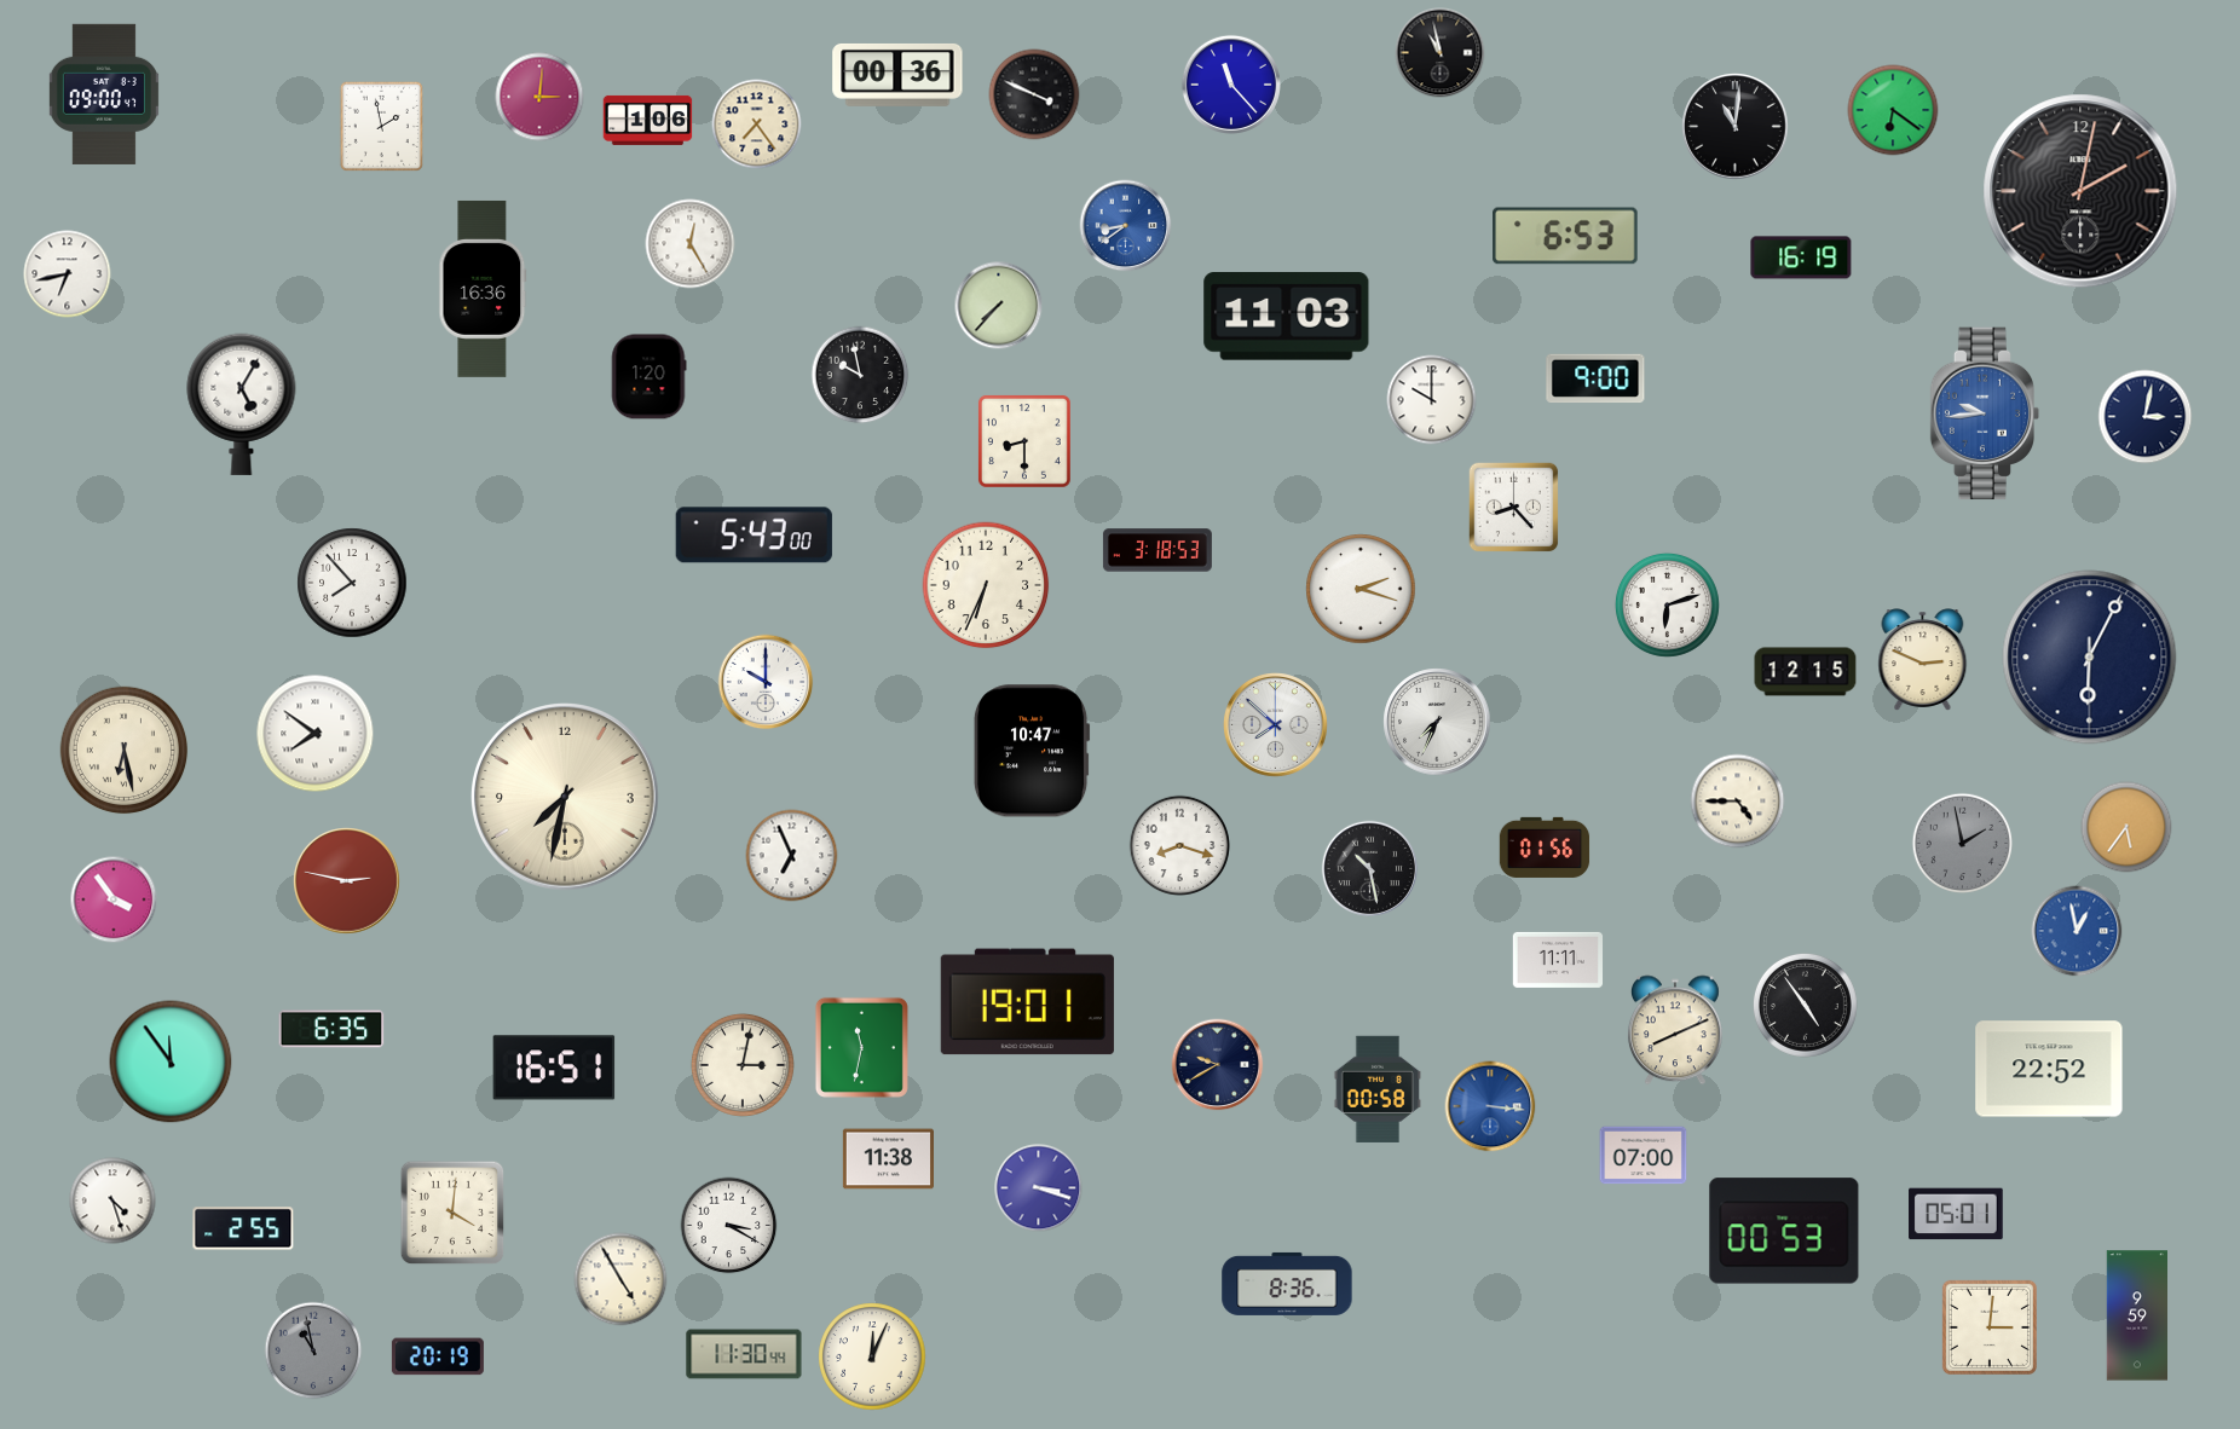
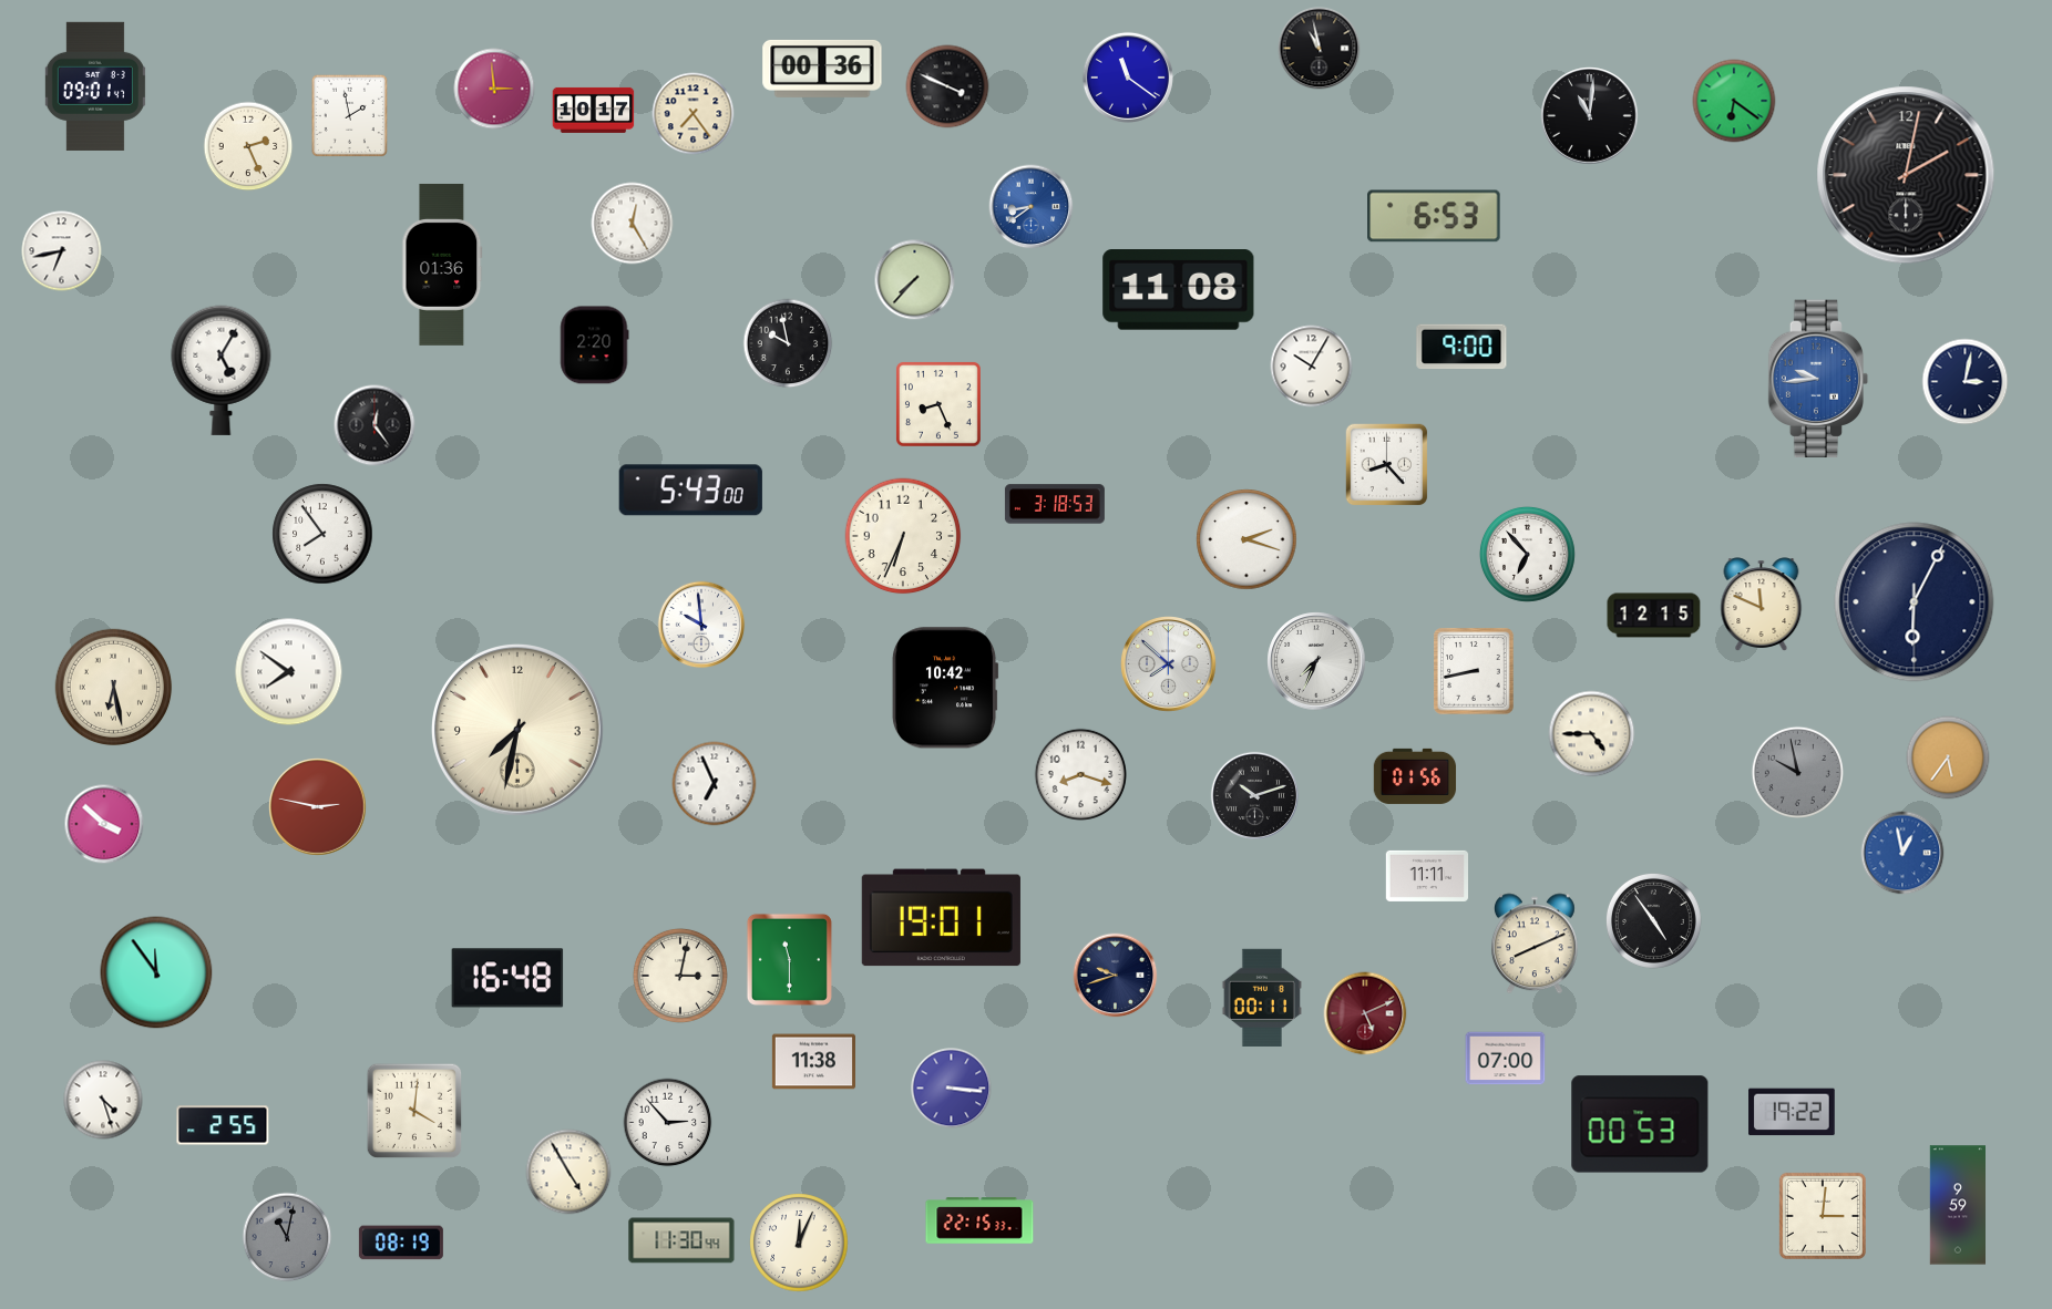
clock at (1231, 85): 11:23 -> 11:21
clock at (104, 94): 09:00 -> 09:01
clock at (539, 97): 3:01 -> 2:59
clock at (648, 120): 1:06 -> 10:17
clock at (248, 146): none -> 2:26
clock at (1801, 258): 16:19 -> none
clock at (483, 289): 16:36 -> 01:36
clock at (1287, 317): 11:03 -> 11:08
clock at (650, 377): 1:20 -> 2:20
clock at (1432, 400): 10:00 -> 10:05
clock at (1024, 441): 8:30 -> 8:26
clock at (375, 425): none -> 12:24
clock at (1157, 550) position: (1157, 550) -> (1055, 504)
clock at (352, 583): 7:53 -> 7:54
clock at (1667, 604): 6:12 -> 6:53
clock at (1923, 660): 2:49 -> 11:49
clock at (766, 682): 10:00 -> 9:59
clock at (1474, 671): none -> 8:43
clock at (1032, 751): 10:47 -> 10:42
clock at (1962, 843): 1:58 -> 9:58
clock at (792, 856) position: (792, 856) -> (715, 784)
clock at (1370, 869): 10:28 -> 10:12
clock at (114, 899): 3:54 -> 3:52
clock at (1558, 960) position: (1558, 960) -> (1427, 876)
clock at (331, 1029): 6:35 -> none
clock at (861, 1047): 11:32 -> 11:30
clock at (1218, 1065): 9:40 -> 9:42
clock at (554, 1068): 16:51 -> 16:48
clock at (2049, 1069): 22:52 -> none
clock at (1378, 1089): 00:58 -> 00:11
clock at (1490, 1106): 3:16 -> 5:11
clock at (1490, 1106) dial: blue -> burgundy
clock at (1039, 1188): 3:18 -> 3:16
clock at (1956, 1214): 05:01 -> 19:22
clock at (729, 1226): 3:20 -> 2:53
clock at (1784, 1231) position: (1784, 1231) -> (1640, 1124)
clock at (1287, 1284): 8:36 -> none
clock at (979, 1220): none -> 22:15
clock at (313, 1350): 10:58 -> 11:02
clock at (438, 1356): 20:19 -> 08:19
